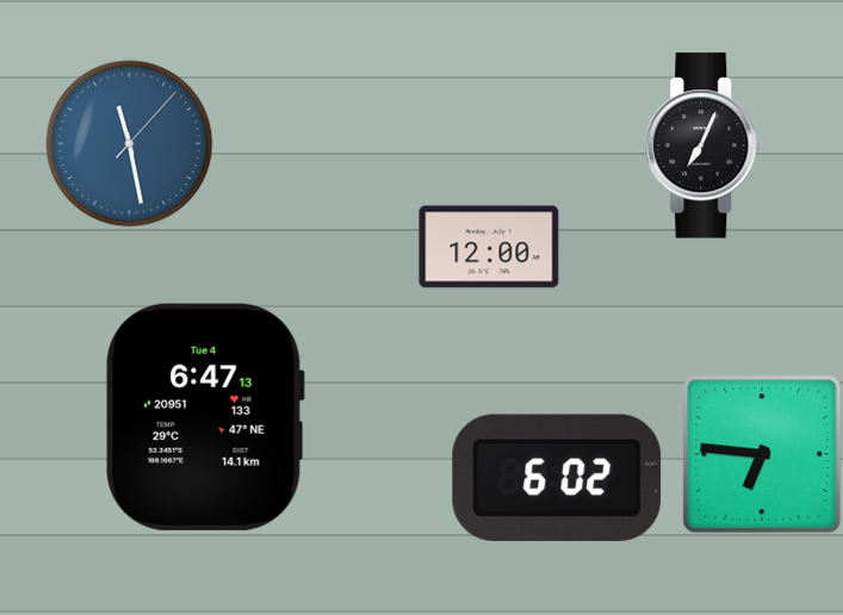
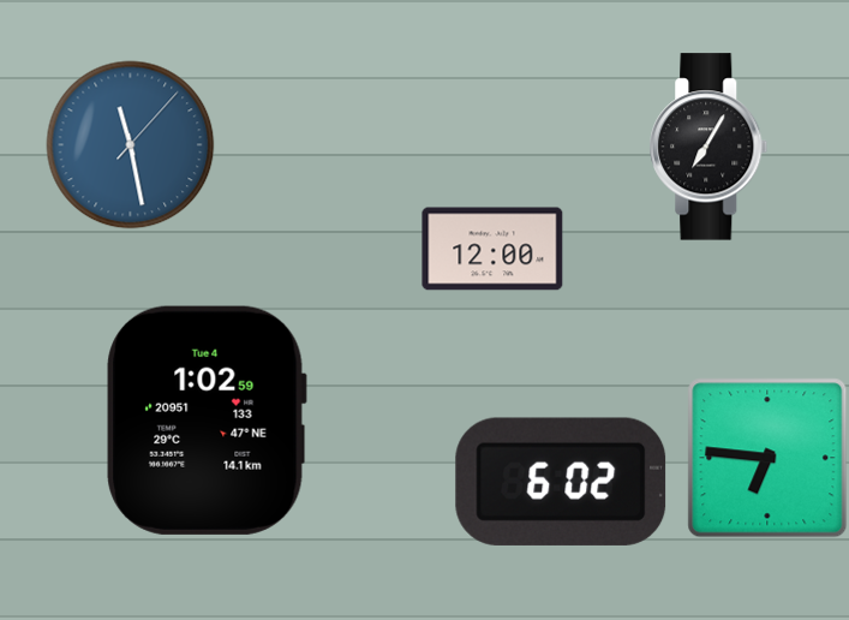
clock at (703, 145): 7:04 -> 7:05
clock at (205, 417): 6:47 -> 1:02
